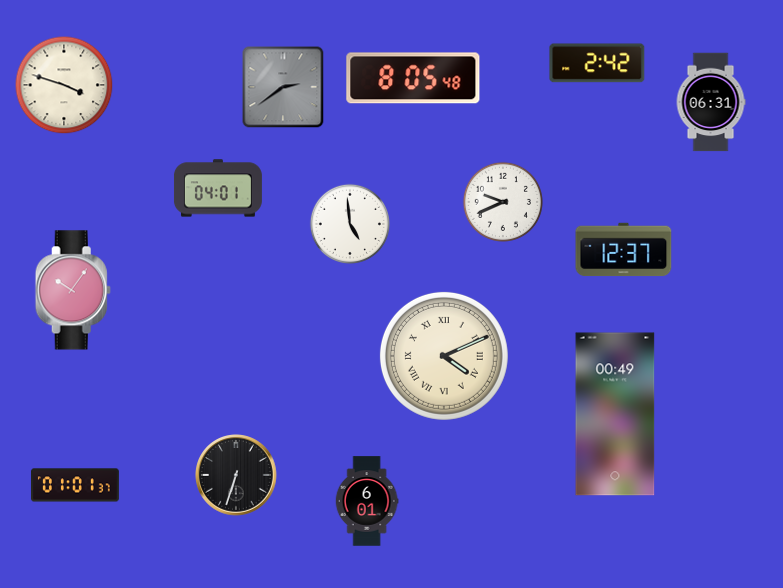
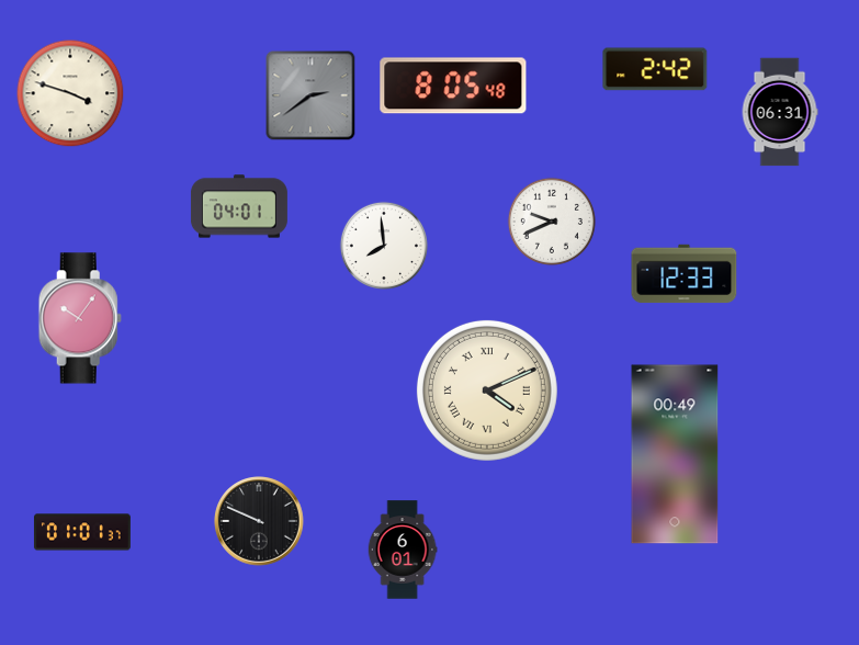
clock at (350, 224): 4:59 -> 7:59
clock at (624, 250): 12:37 -> 12:33
clock at (237, 476): 6:33 -> 9:49
